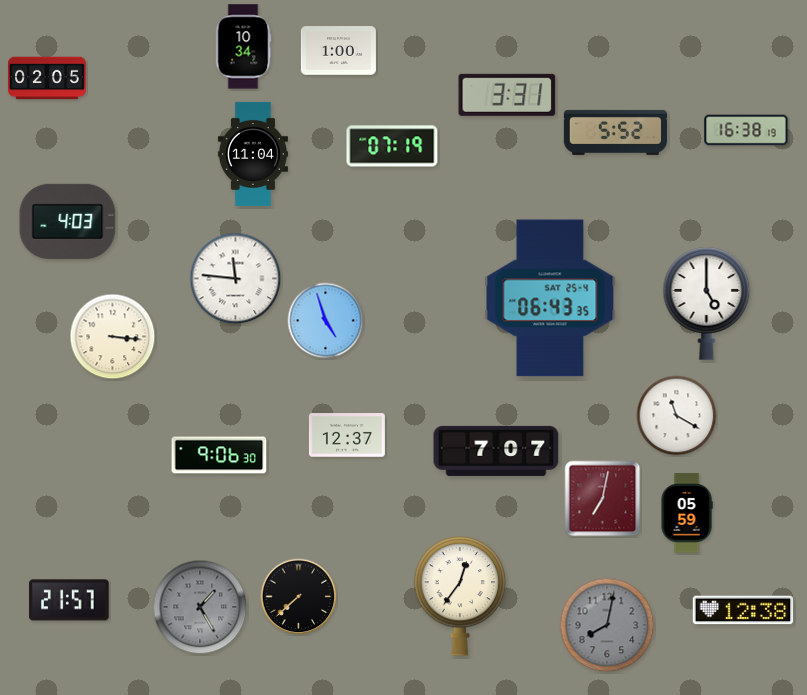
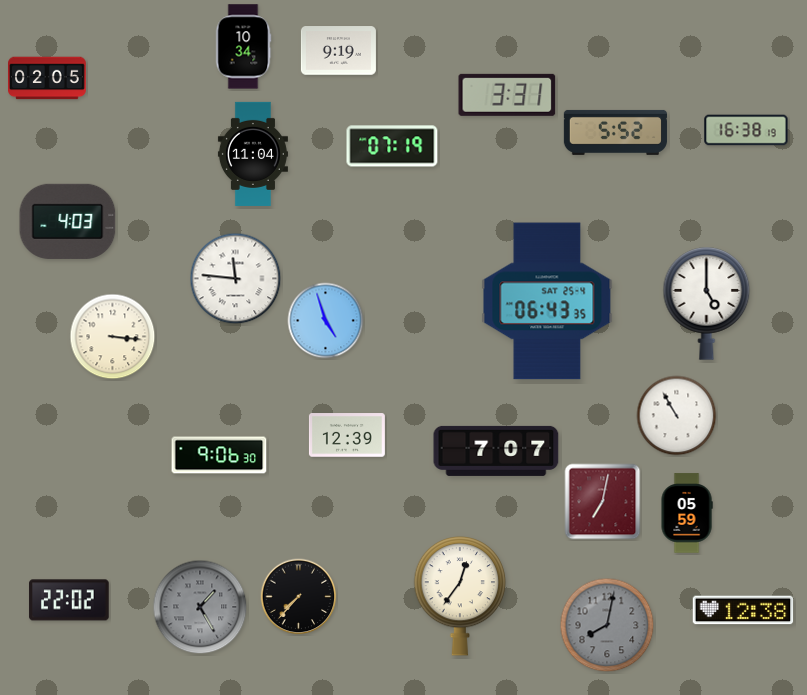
clock at (338, 51): 1:00 -> 9:19
clock at (550, 298) position: (550, 298) -> (547, 301)
clock at (677, 416): 11:20 -> 10:55
clock at (347, 435): 12:37 -> 12:39
clock at (603, 499) position: (603, 499) -> (603, 502)
clock at (299, 597): 7:38 -> 7:37
clock at (69, 600): 21:57 -> 22:02
